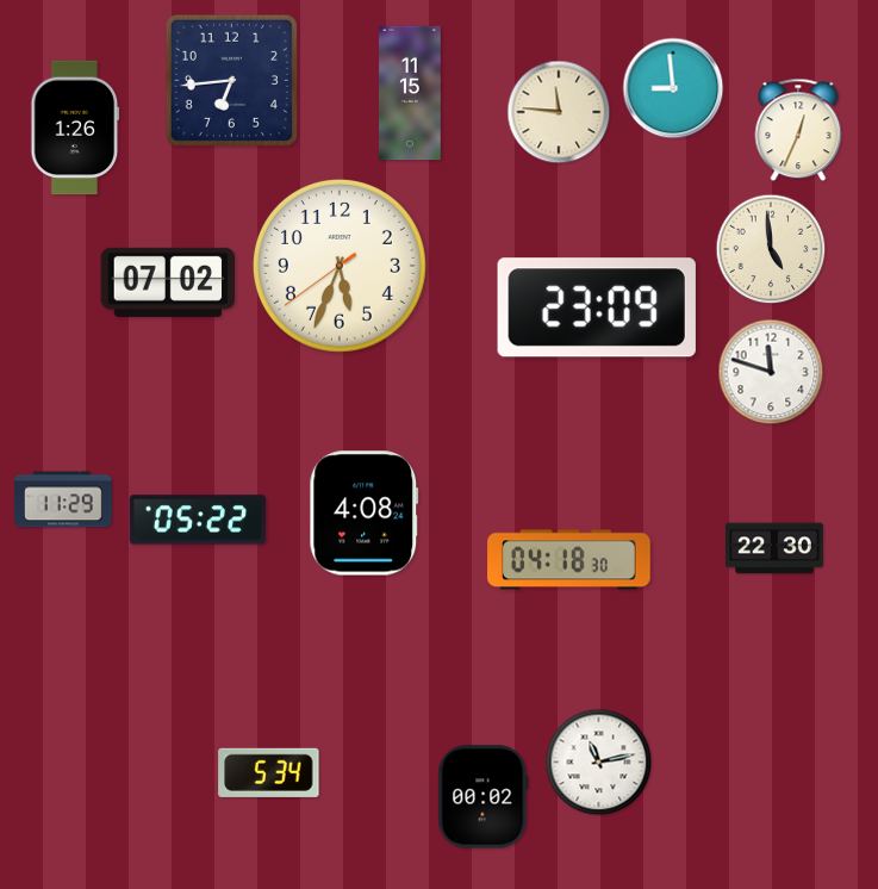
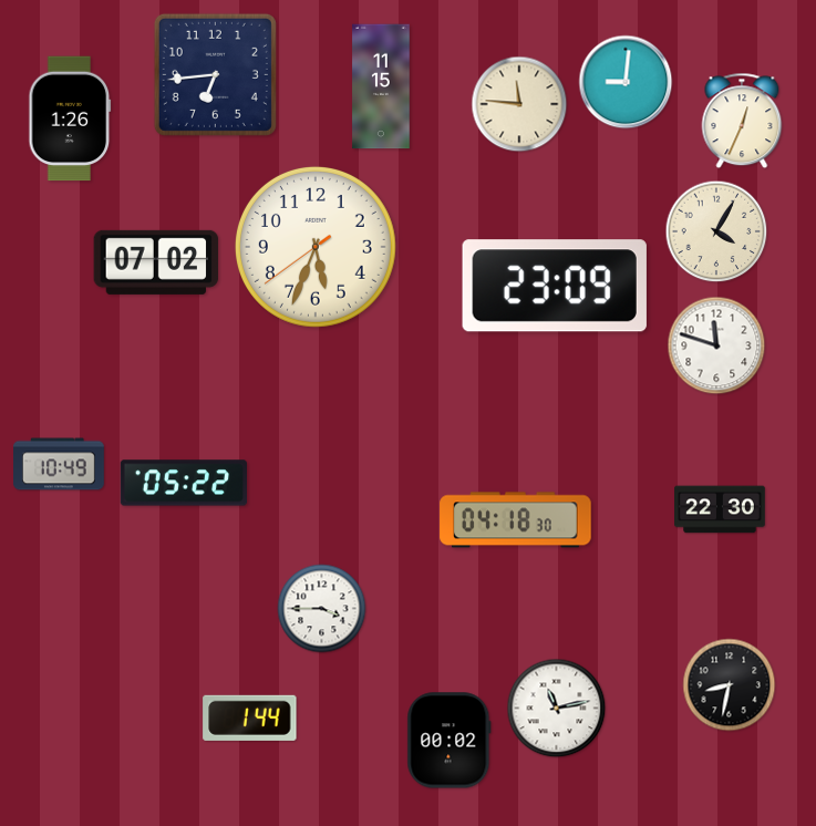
clock at (673, 88): 8:59 -> 9:01
clock at (771, 249): 4:59 -> 4:05
clock at (64, 499): 11:29 -> 10:49
clock at (365, 514): 4:08 -> none
clock at (569, 560) position: (569, 560) -> (516, 520)
clock at (322, 609): none -> 3:45
clock at (730, 685): none -> 8:32
clock at (269, 772): 5:34 -> 1:44
